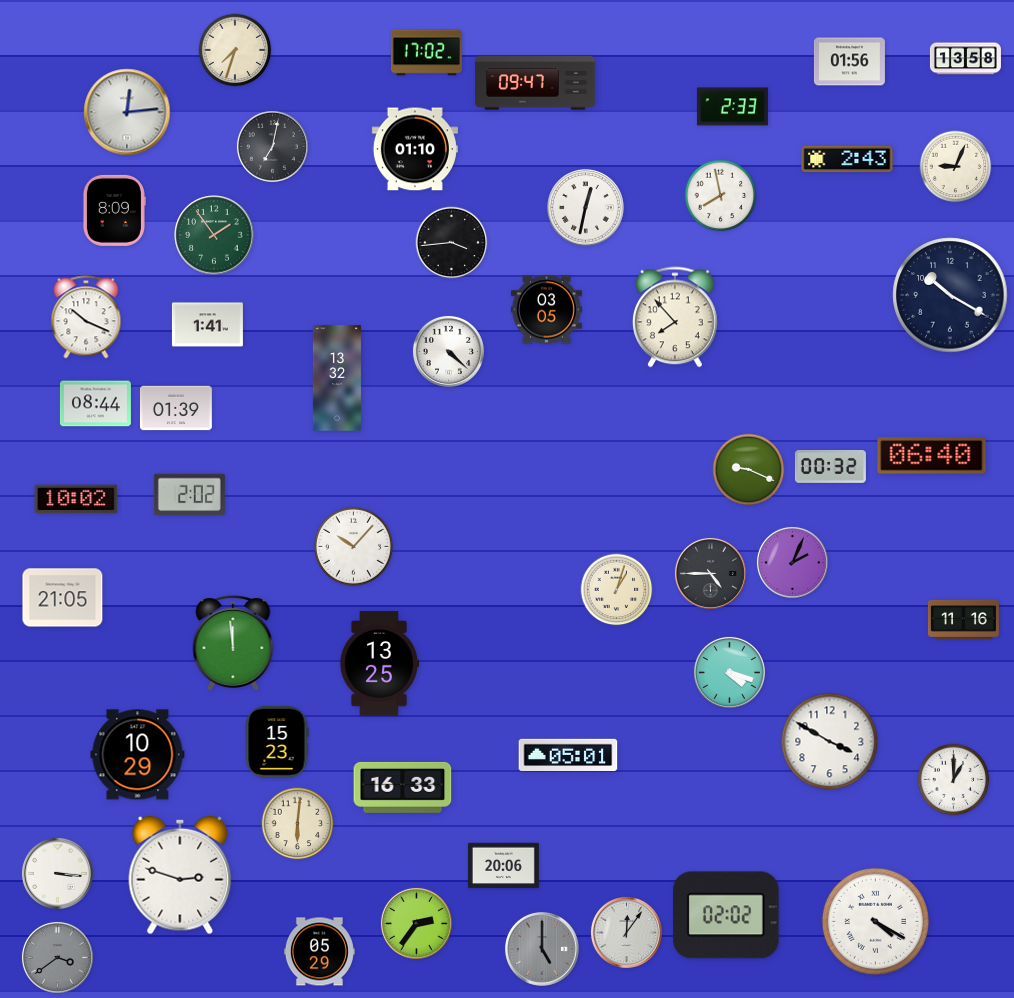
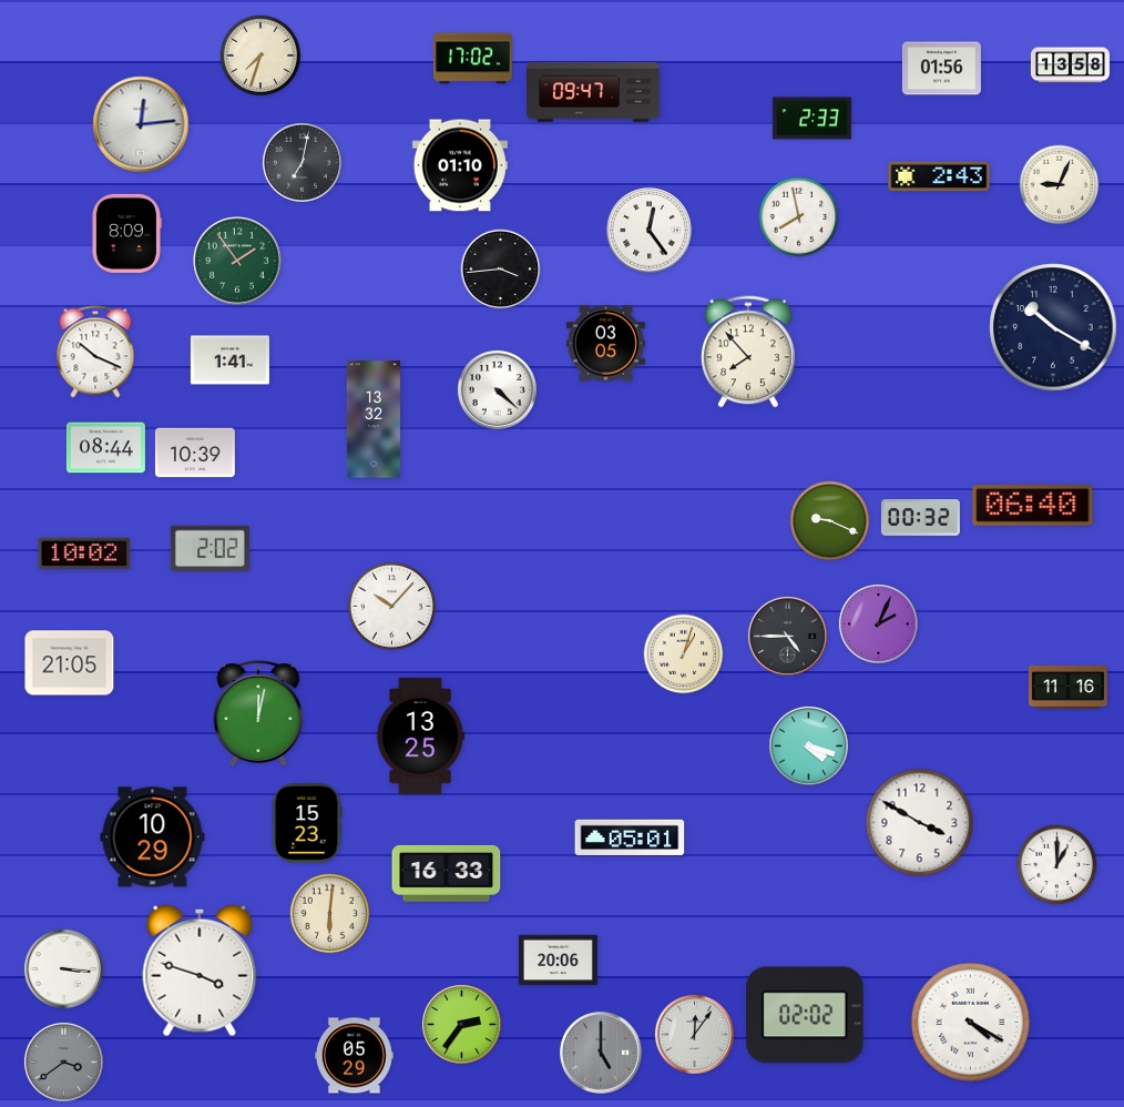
clock at (586, 208): 12:32 -> 12:24
clock at (176, 408): 01:39 -> 10:39
clock at (233, 643): 11:59 -> 12:02
clock at (180, 875): 2:48 -> 3:48
